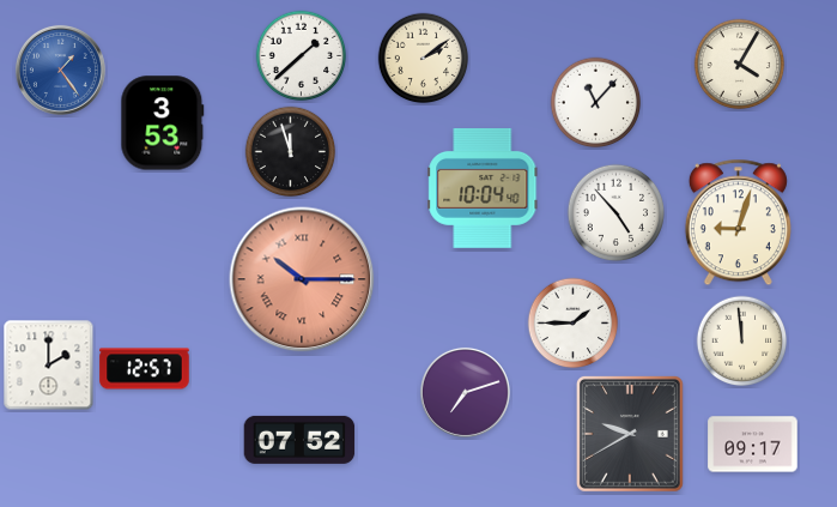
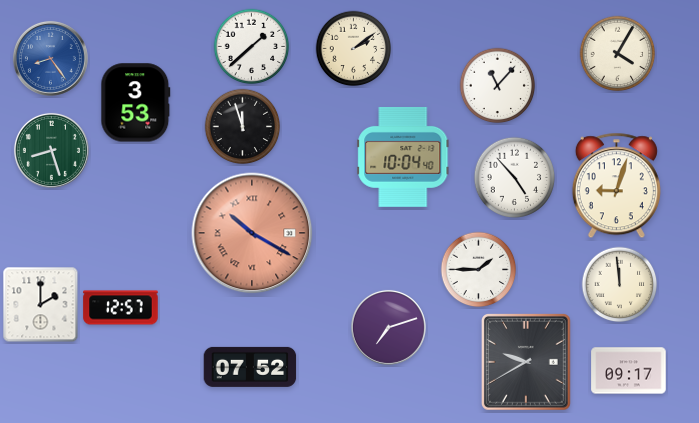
clock at (60, 70): 1:24 -> 8:24
clock at (51, 150): none -> 8:27
clock at (302, 279): 10:15 -> 10:20
